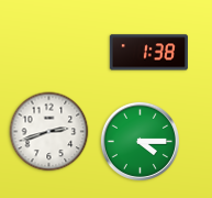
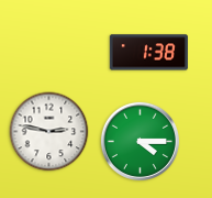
clock at (49, 132): 2:42 -> 2:47
